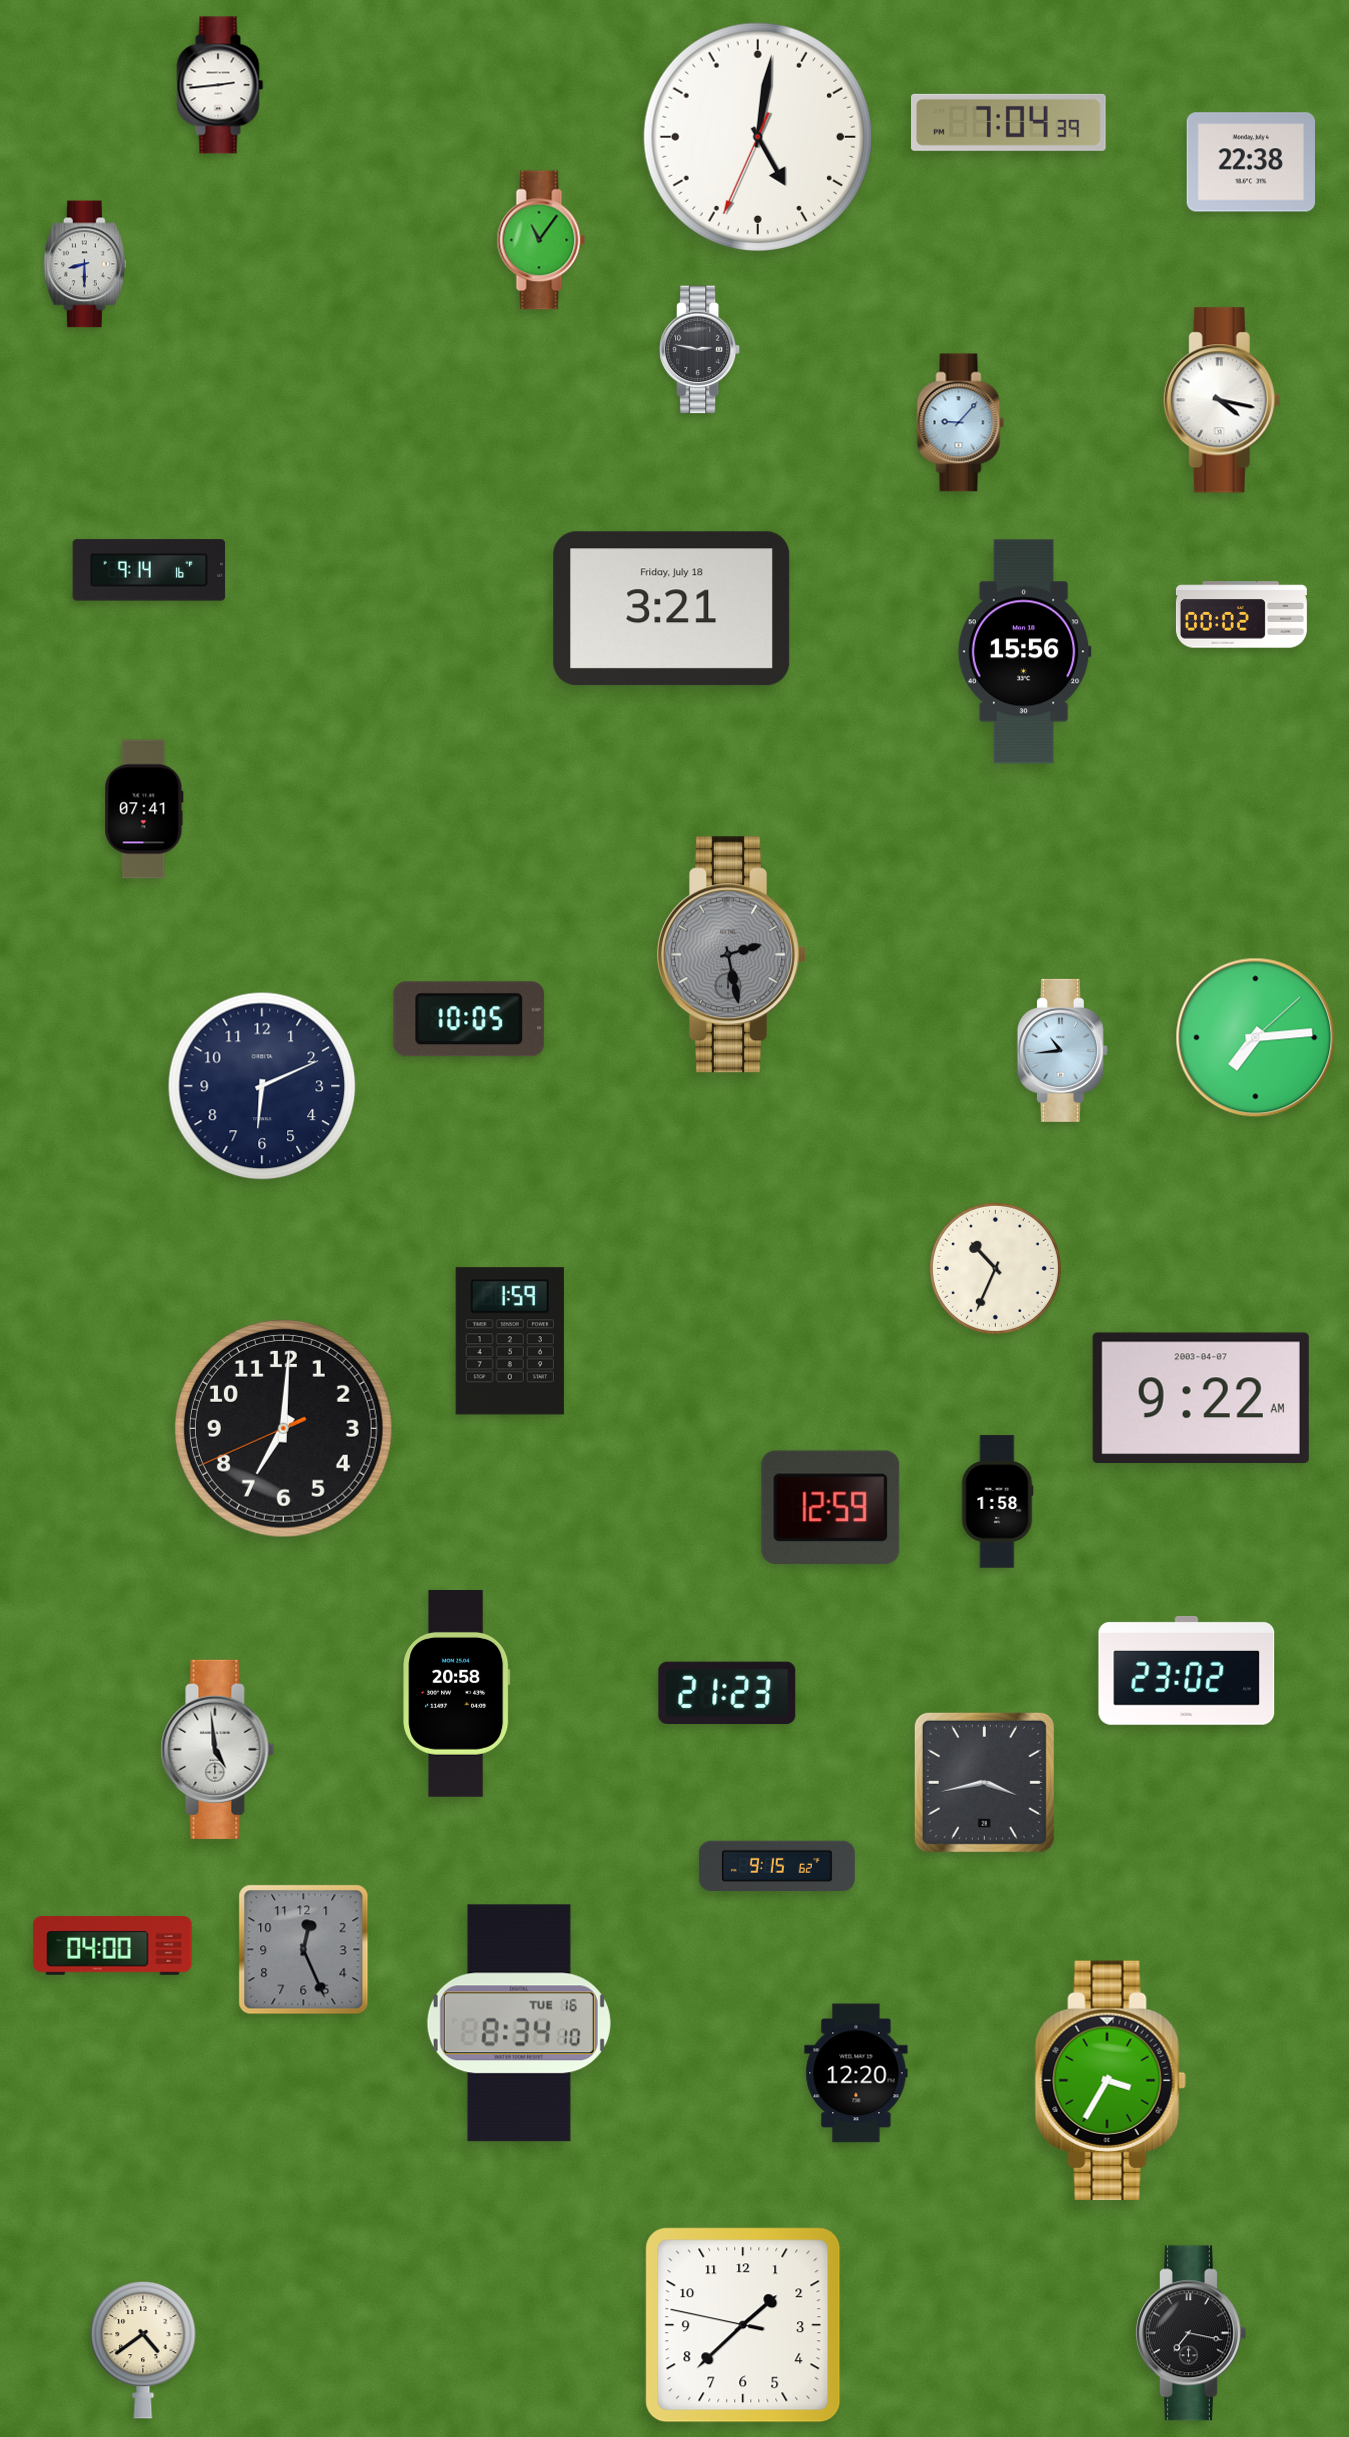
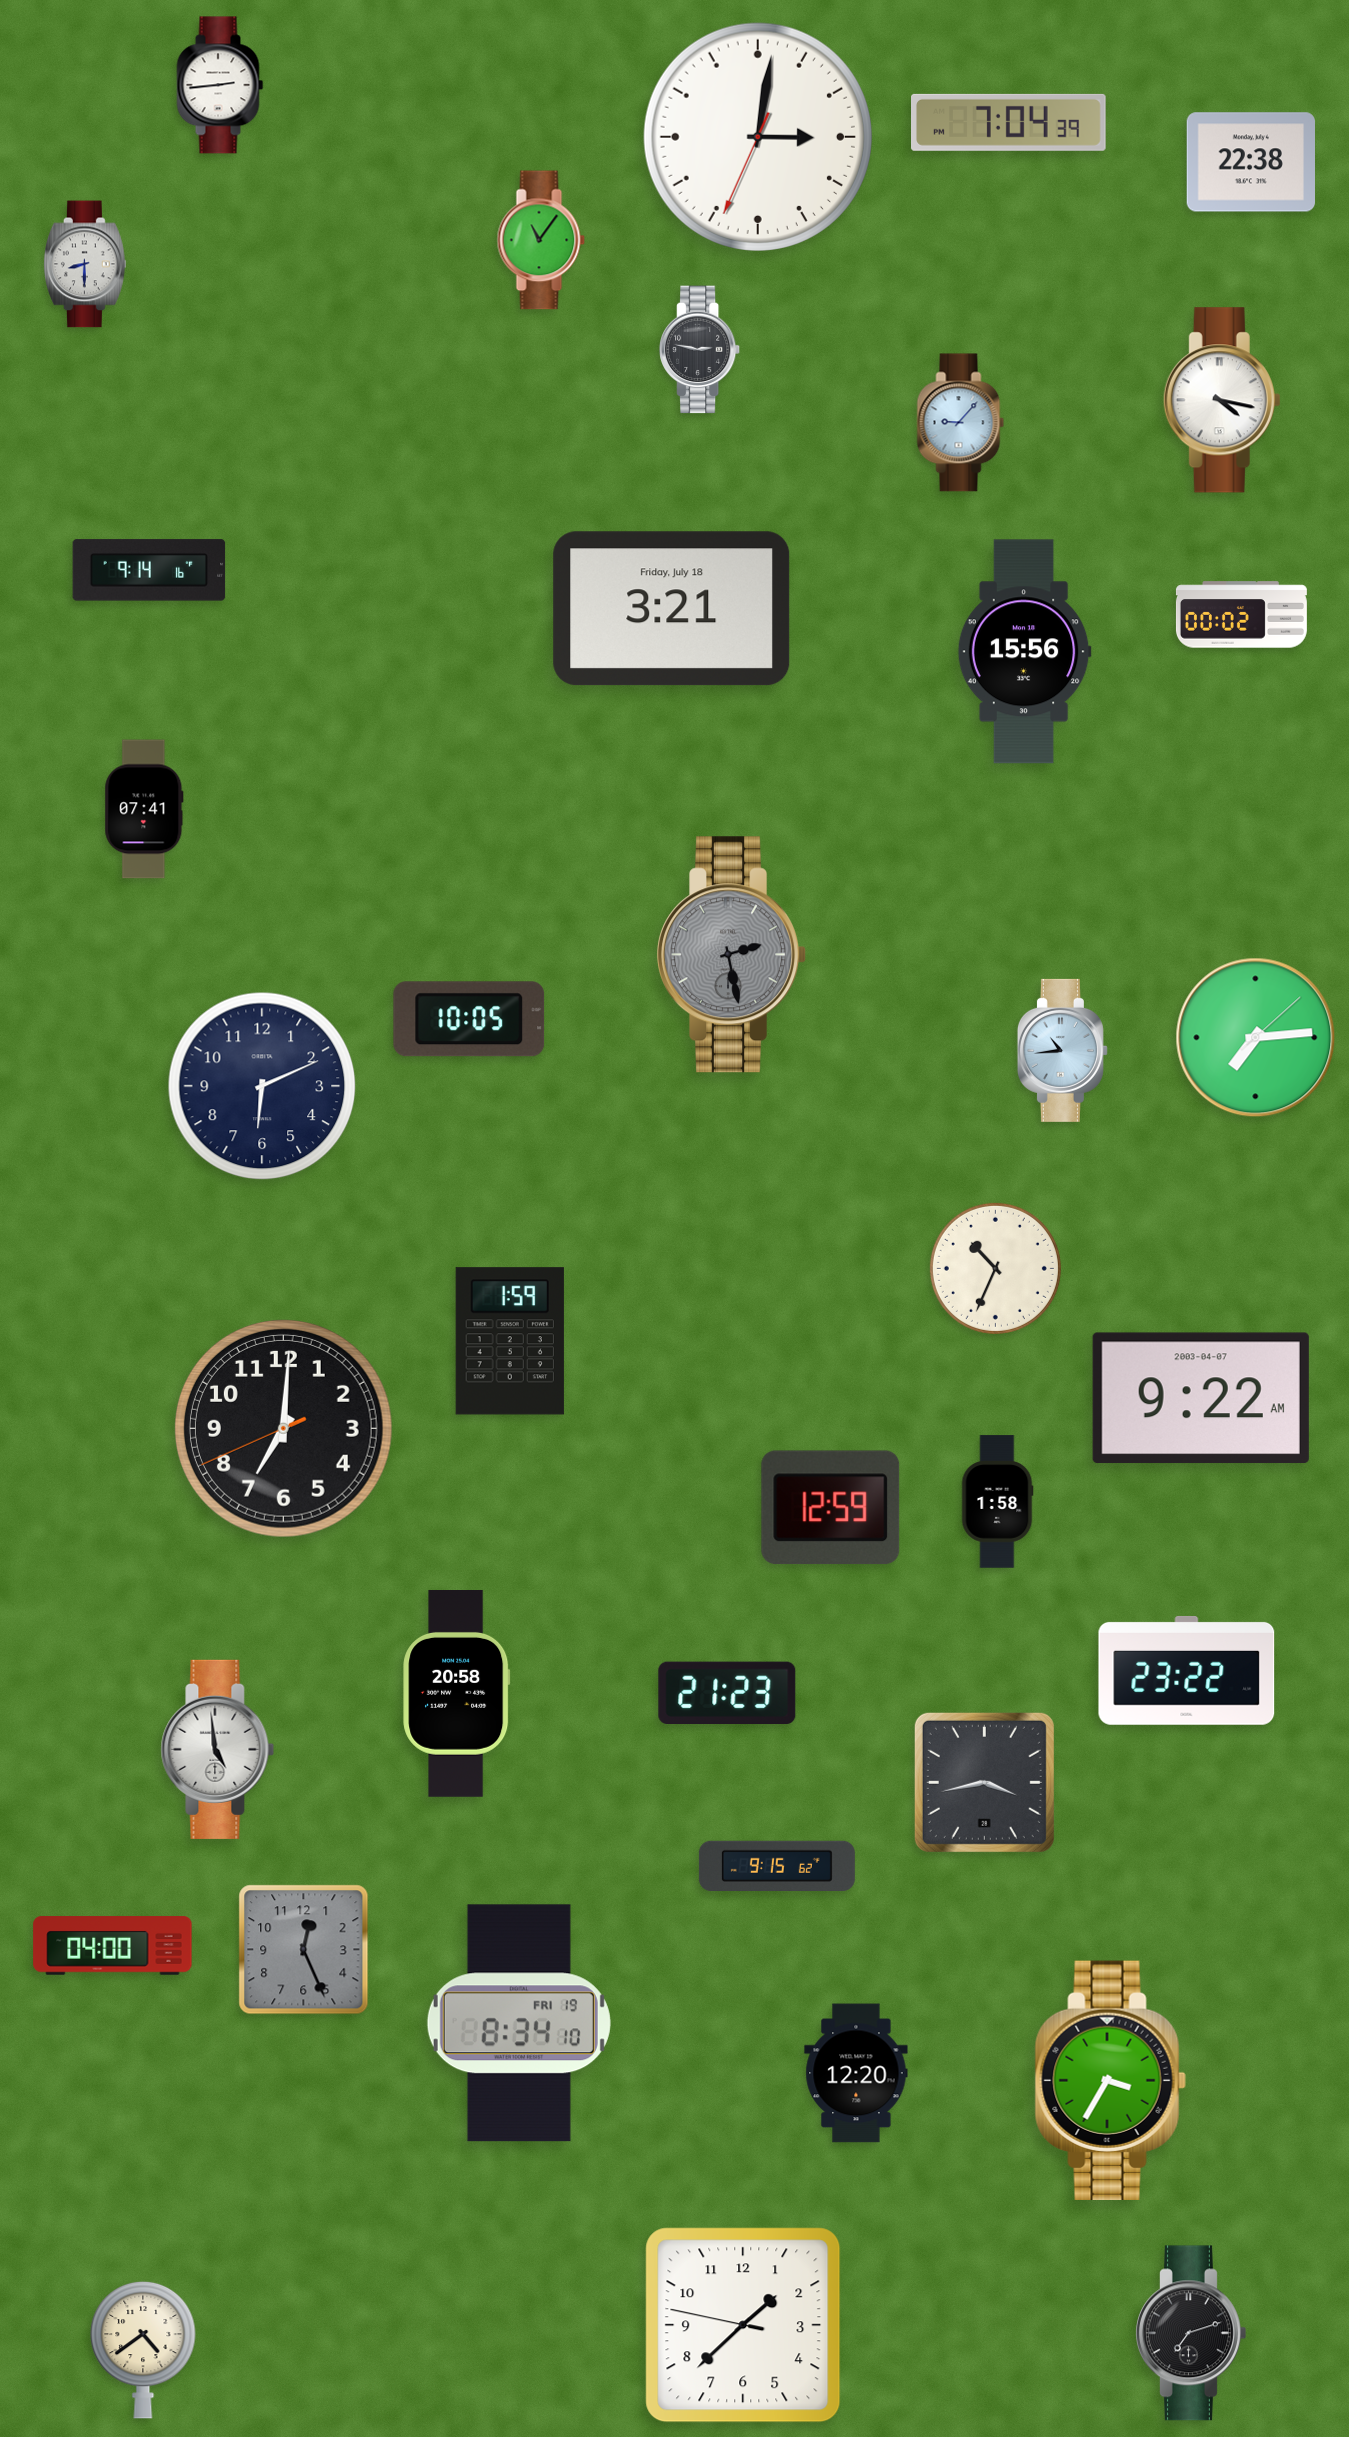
clock at (758, 137): 5:01 -> 3:01
clock at (1187, 1670): 23:02 -> 23:22
clock at (519, 2023) date: TUE 16 -> FRI 19
clock at (1191, 2333): 7:17 -> 7:12
